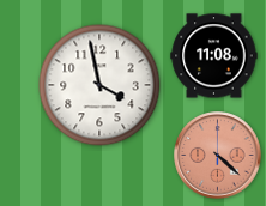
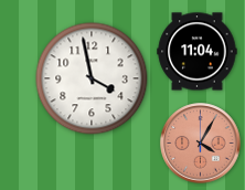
clock at (214, 56): 11:08 -> 11:04
clock at (218, 156): 4:22 -> 4:05
